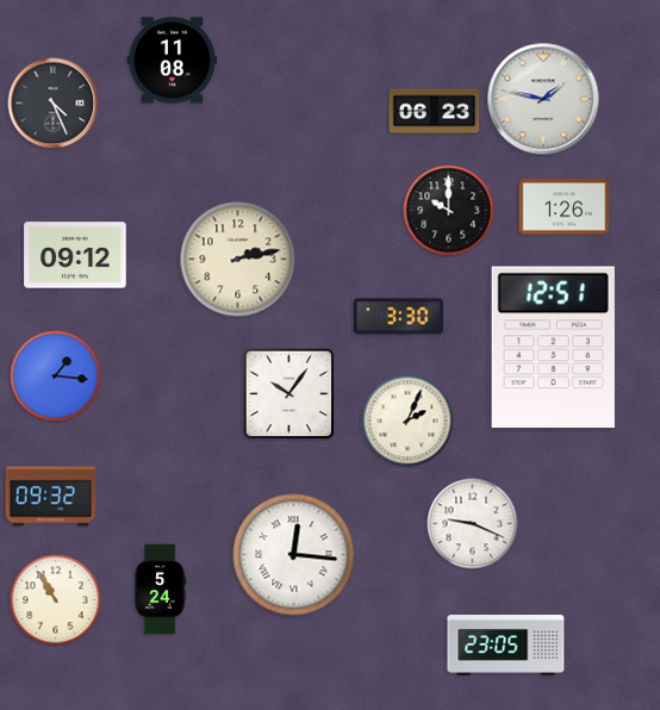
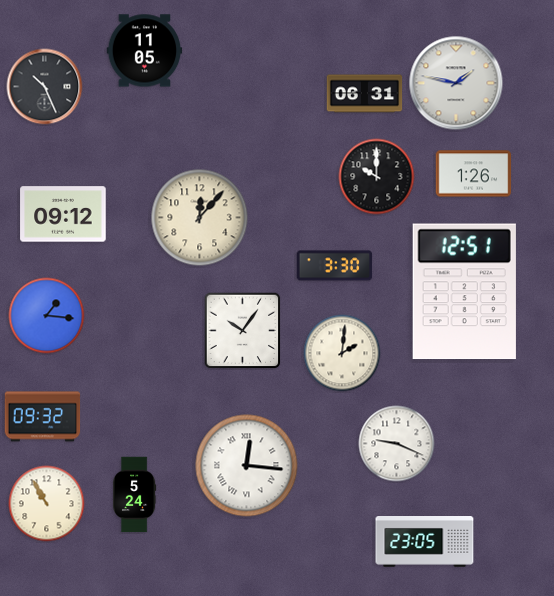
clock at (173, 61): 11:08 -> 11:05
clock at (54, 104): 4:26 -> 10:26
clock at (435, 112): 06:23 -> 06:31
clock at (238, 260): 2:13 -> 12:07
clock at (407, 421): 2:04 -> 2:01
clock at (473, 524) position: (473, 524) -> (397, 444)
